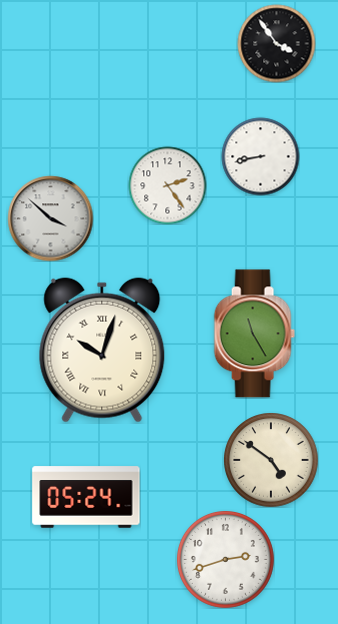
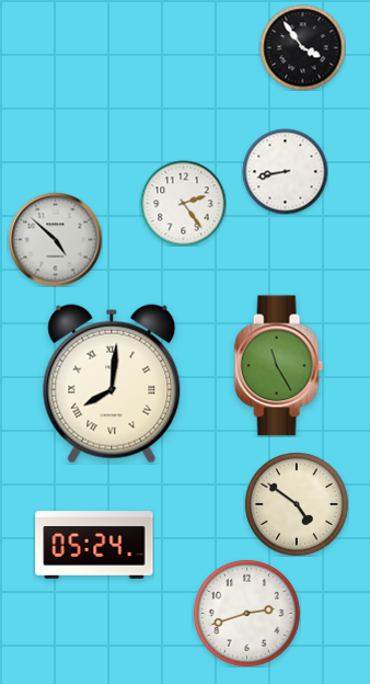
clock at (50, 218): 3:52 -> 4:52
clock at (102, 350): 10:03 -> 8:01
